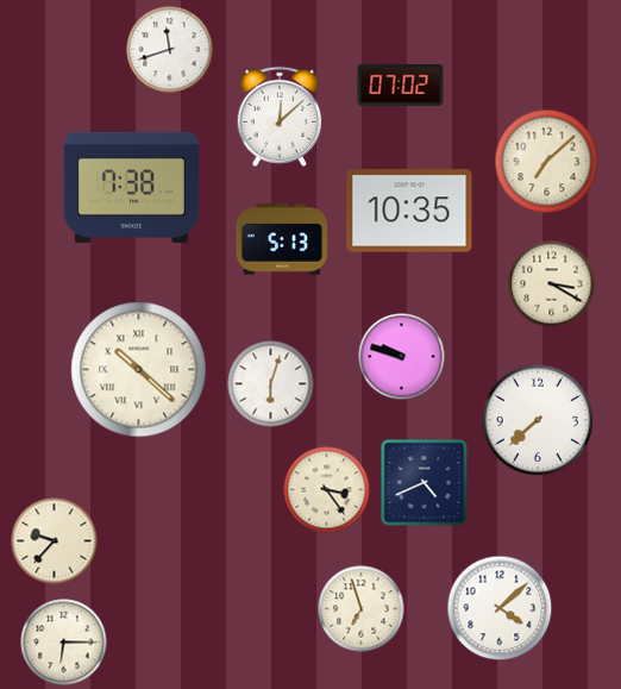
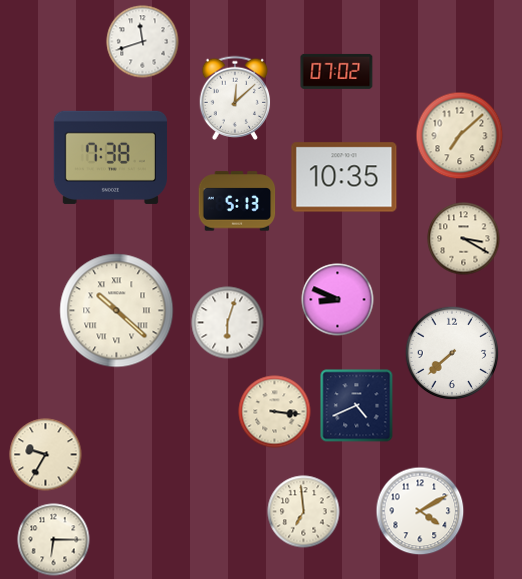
clock at (402, 357): 9:48 -> 8:49
clock at (327, 490): 3:24 -> 3:16
clock at (55, 541): 9:37 -> 9:35
clock at (500, 608): 4:08 -> 4:10
clock at (362, 609): 6:57 -> 6:59
